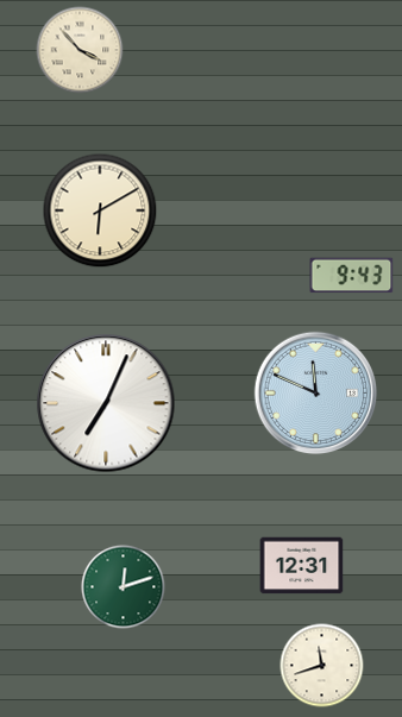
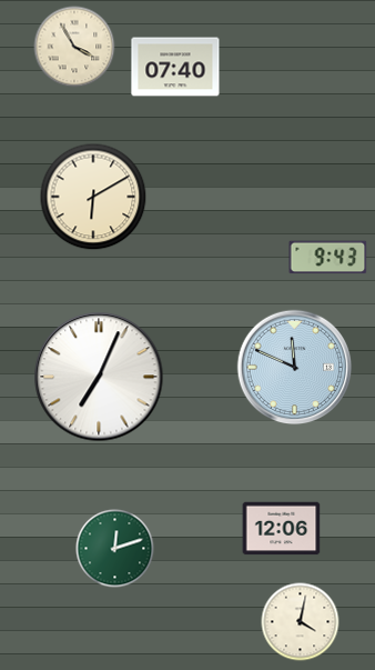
clock at (80, 50): 3:53 -> 3:55
clock at (175, 67): none -> 07:40
clock at (302, 566): 12:31 -> 12:06
clock at (322, 666): 11:42 -> 4:02
